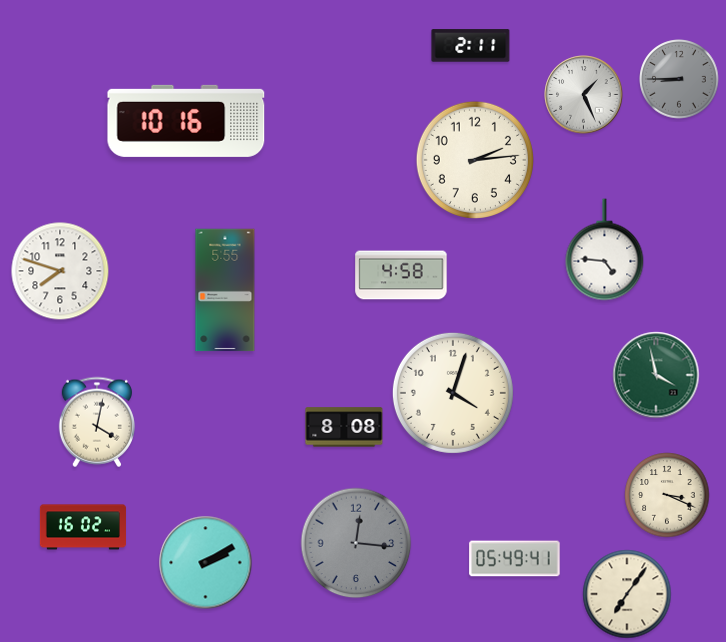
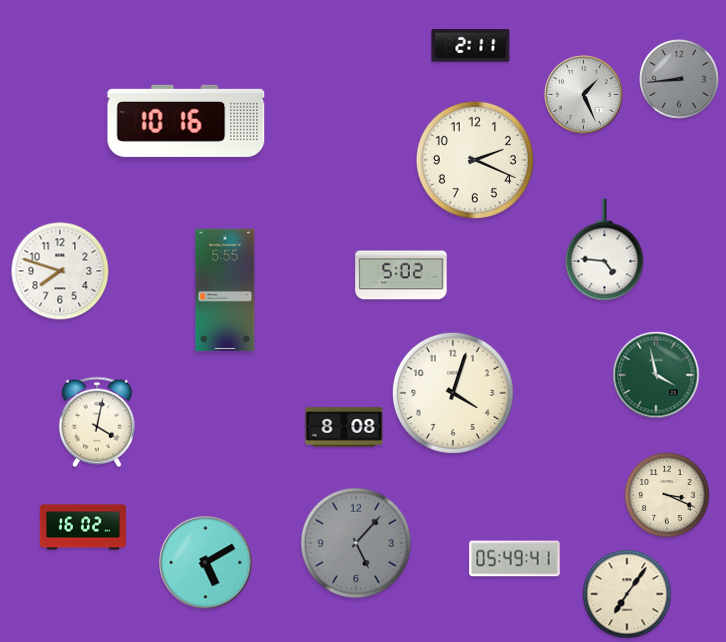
clock at (679, 79): 8:45 -> 8:44
clock at (475, 160): 2:14 -> 2:19
clock at (401, 275): 4:58 -> 5:02
clock at (356, 543): 12:16 -> 5:07
clock at (206, 563): 2:10 -> 5:10
